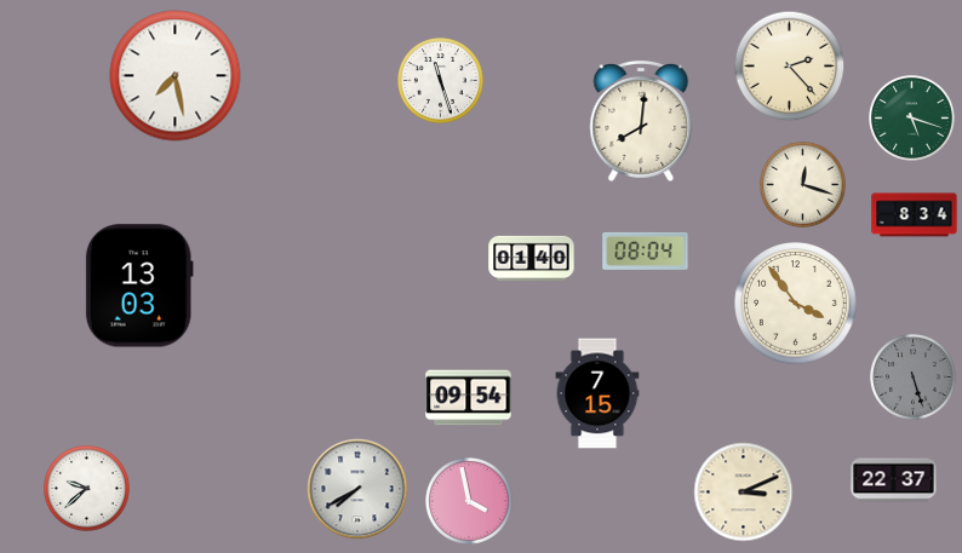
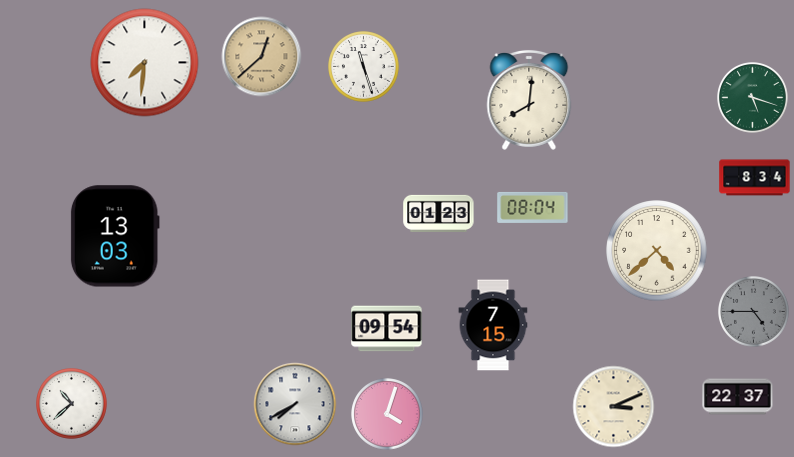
clock at (790, 67): 2:23 -> none
clock at (262, 57): none -> 12:38
clock at (176, 76): 7:28 -> 7:31
clock at (803, 185): 12:18 -> none
clock at (532, 258): 01:40 -> 01:23
clock at (796, 304): 3:54 -> 4:38
clock at (914, 378): 5:27 -> 4:45
clock at (87, 489): 9:38 -> 10:38
clock at (469, 501): 3:58 -> 4:03
